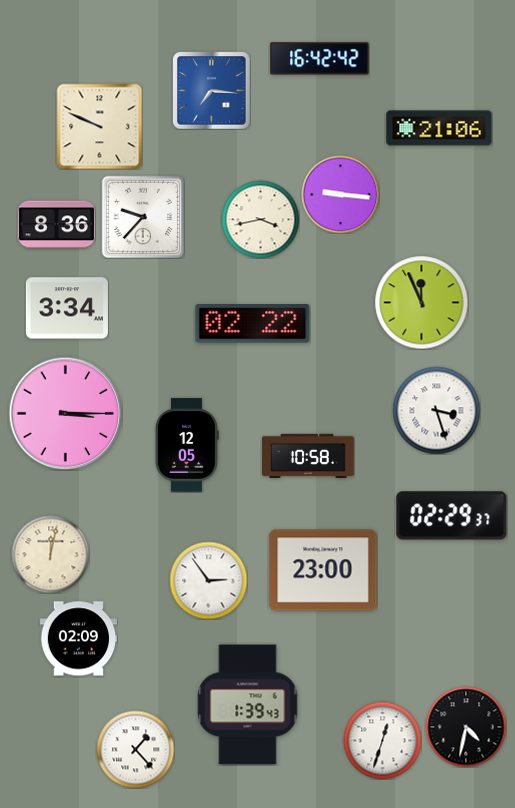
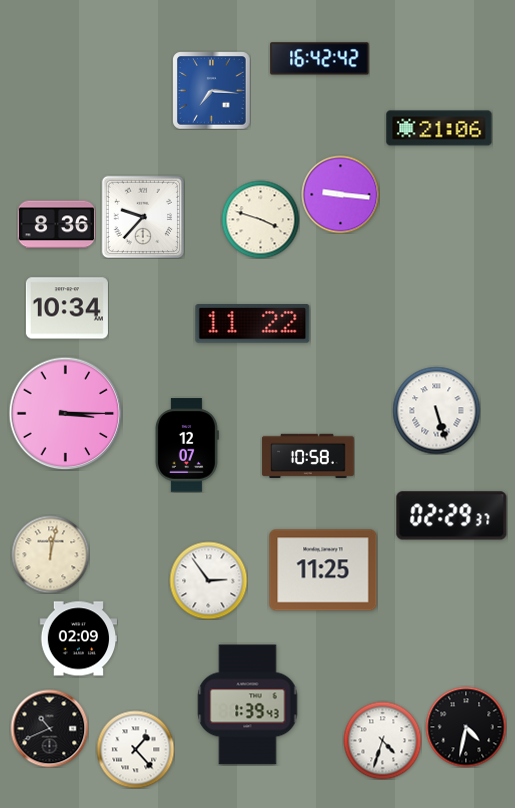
clock at (99, 126): 9:49 -> none
clock at (260, 219): 3:43 -> 3:48
clock at (421, 302): 11:56 -> none
clock at (67, 308): 3:34 -> 10:34
clock at (253, 324): 02:22 -> 11:22
clock at (436, 410): 3:27 -> 5:27
clock at (187, 445): 12:05 -> 12:07
clock at (323, 570): 23:00 -> 11:25
clock at (49, 728): none -> 10:41
clock at (382, 740): 12:33 -> 4:33
